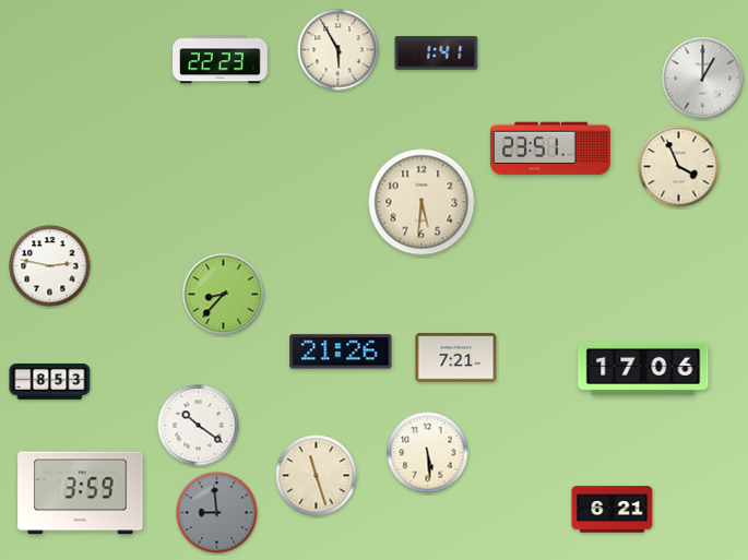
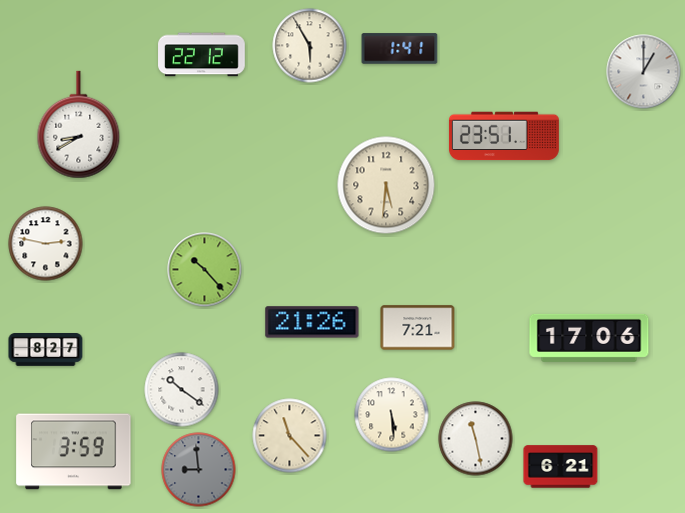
clock at (221, 60): 22:23 -> 22:12
clock at (79, 125): none -> 8:40
clock at (679, 167): 3:56 -> none
clock at (224, 295): 8:37 -> 10:23
clock at (50, 382): 8:53 -> 8:27
clock at (317, 476): 11:27 -> 11:23
clock at (476, 439): none -> 11:28
